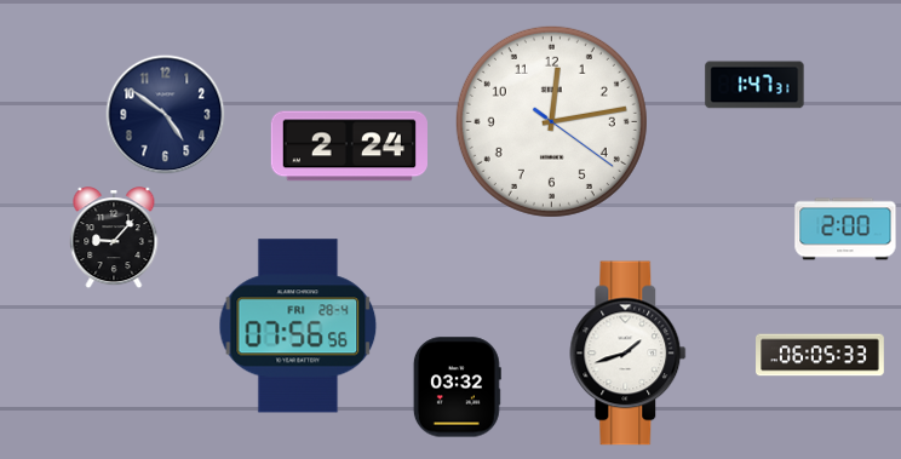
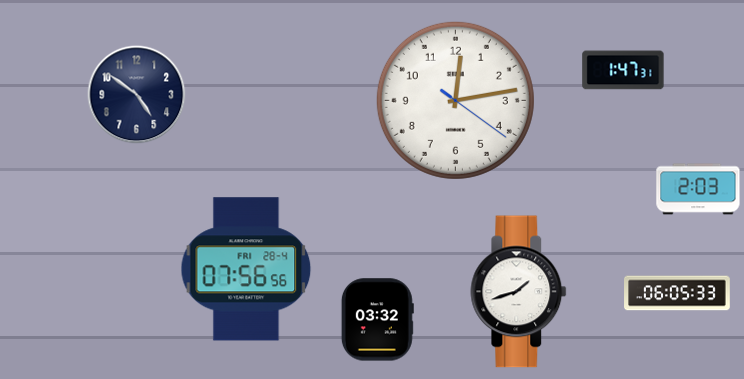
clock at (349, 147): 2:24 -> none
clock at (845, 229): 2:00 -> 2:03
clock at (114, 239): 9:07 -> none
